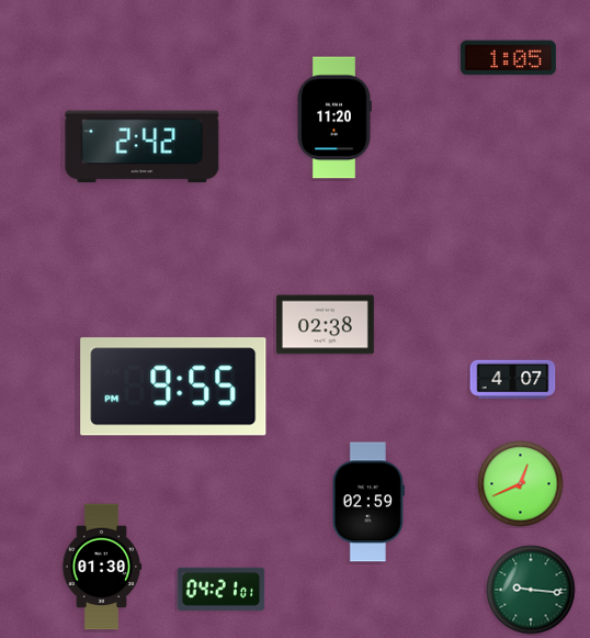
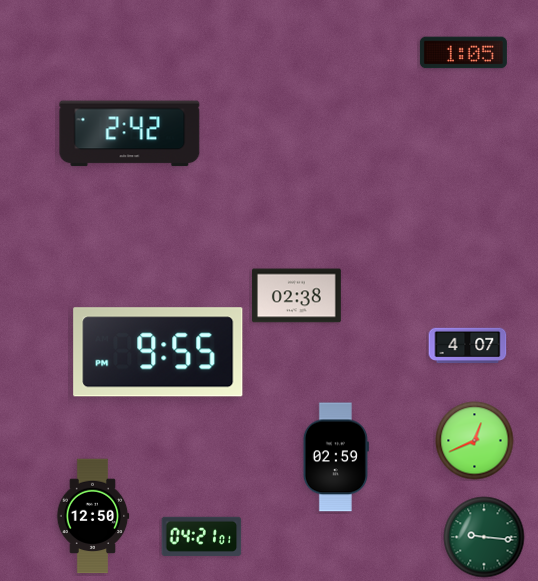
clock at (333, 117): 11:20 -> none
clock at (102, 567): 01:30 -> 12:50
